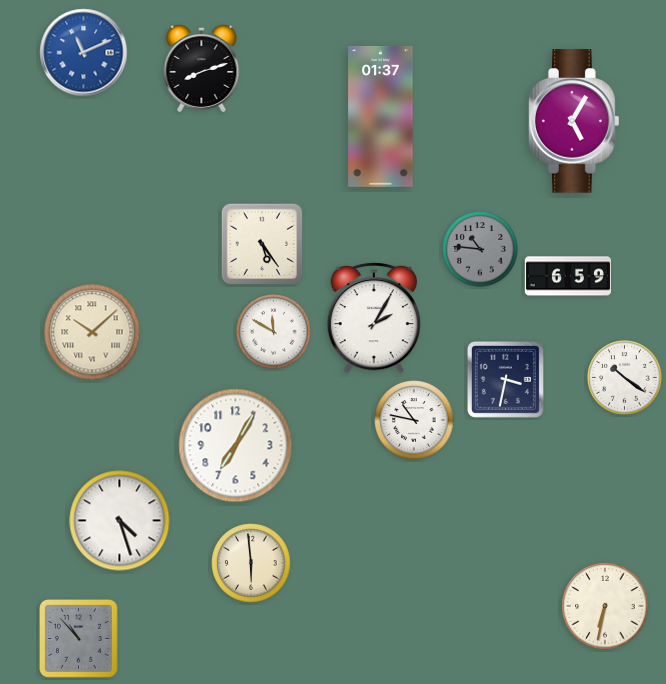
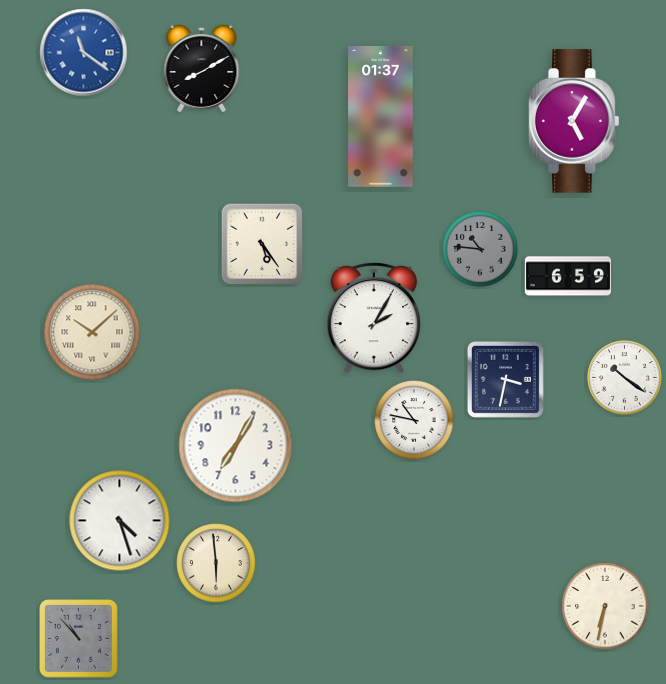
clock at (84, 53): 11:11 -> 11:21
clock at (202, 68): 8:12 -> 8:10
clock at (274, 332): 11:50 -> none
clock at (251, 563) position: (251, 563) -> (216, 563)
